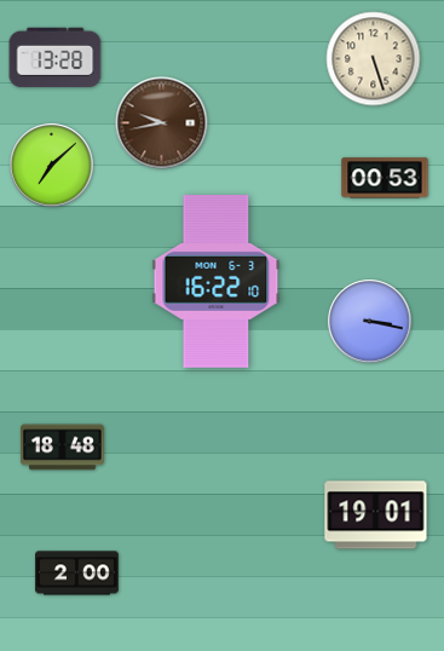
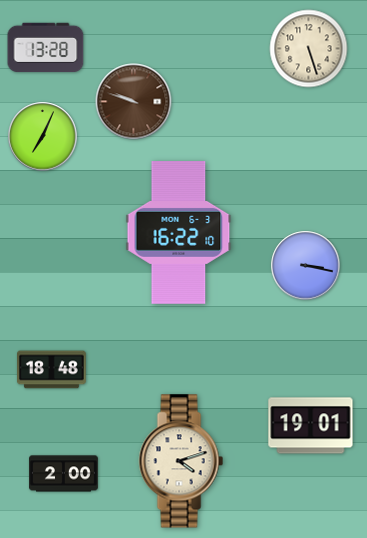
clock at (162, 123): 9:43 -> 9:48
clock at (52, 166): 7:08 -> 7:04
clock at (385, 178): 00:53 -> none
clock at (181, 461): none -> 4:12
